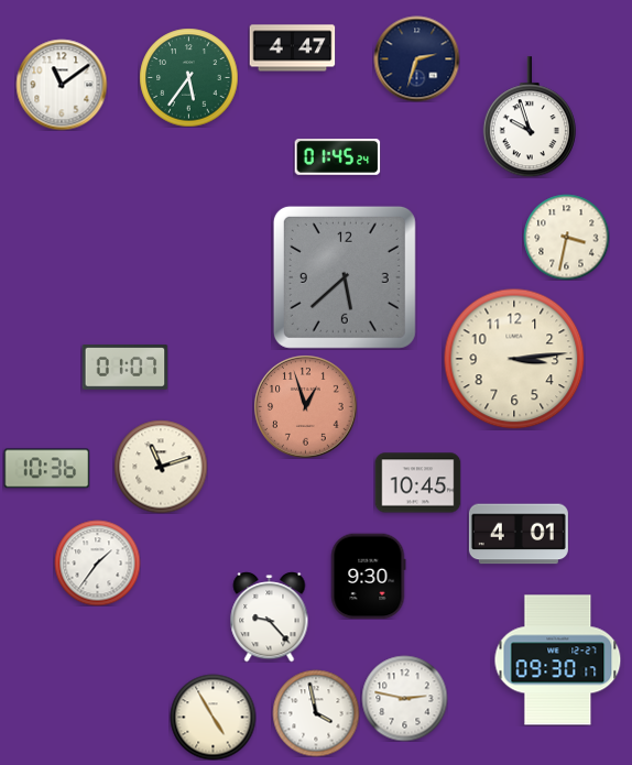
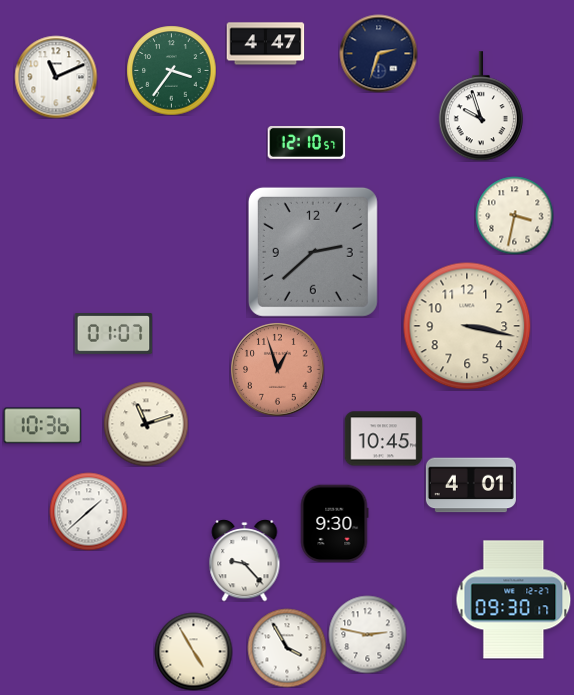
clock at (188, 77): 5:36 -> 3:36
clock at (62, 85): 11:09 -> 11:11
clock at (337, 157): 01:45 -> 12:10
clock at (345, 277): 5:38 -> 2:38
clock at (514, 359): 3:14 -> 3:17
clock at (417, 483) position: (417, 483) -> (383, 439)
clock at (97, 562): 1:36 -> 1:38
clock at (558, 660) position: (558, 660) -> (514, 600)
clock at (316, 713): 3:58 -> 3:55
